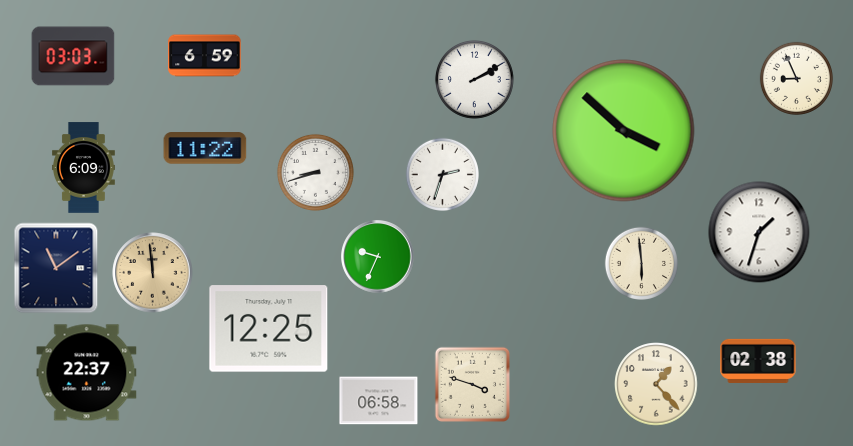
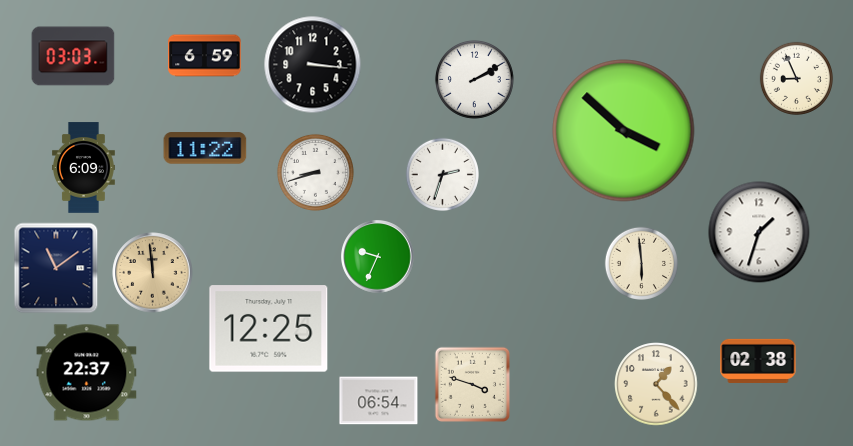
clock at (313, 65): none -> 3:16
clock at (379, 401): 06:58 -> 06:54
